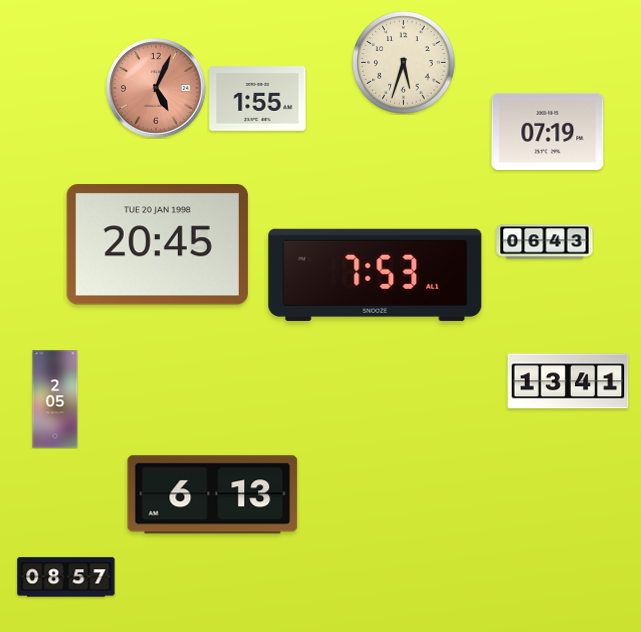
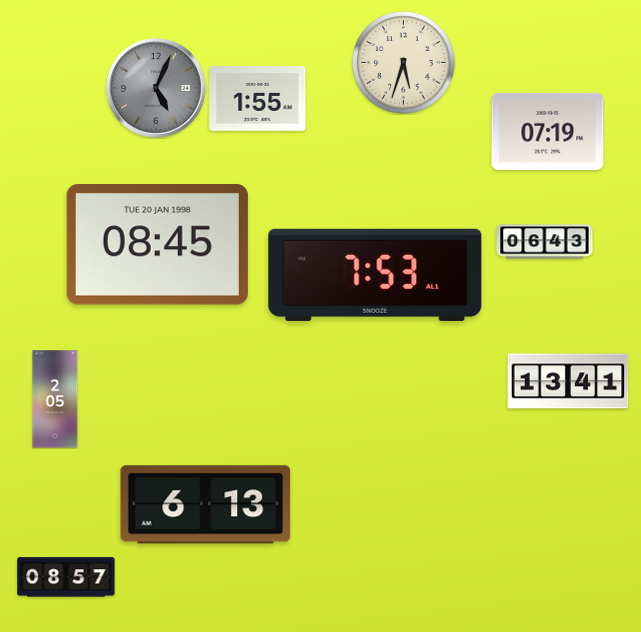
clock at (156, 88) dial: salmon -> grey
clock at (157, 245): 20:45 -> 08:45
clock at (213, 495) position: (213, 495) -> (206, 505)
